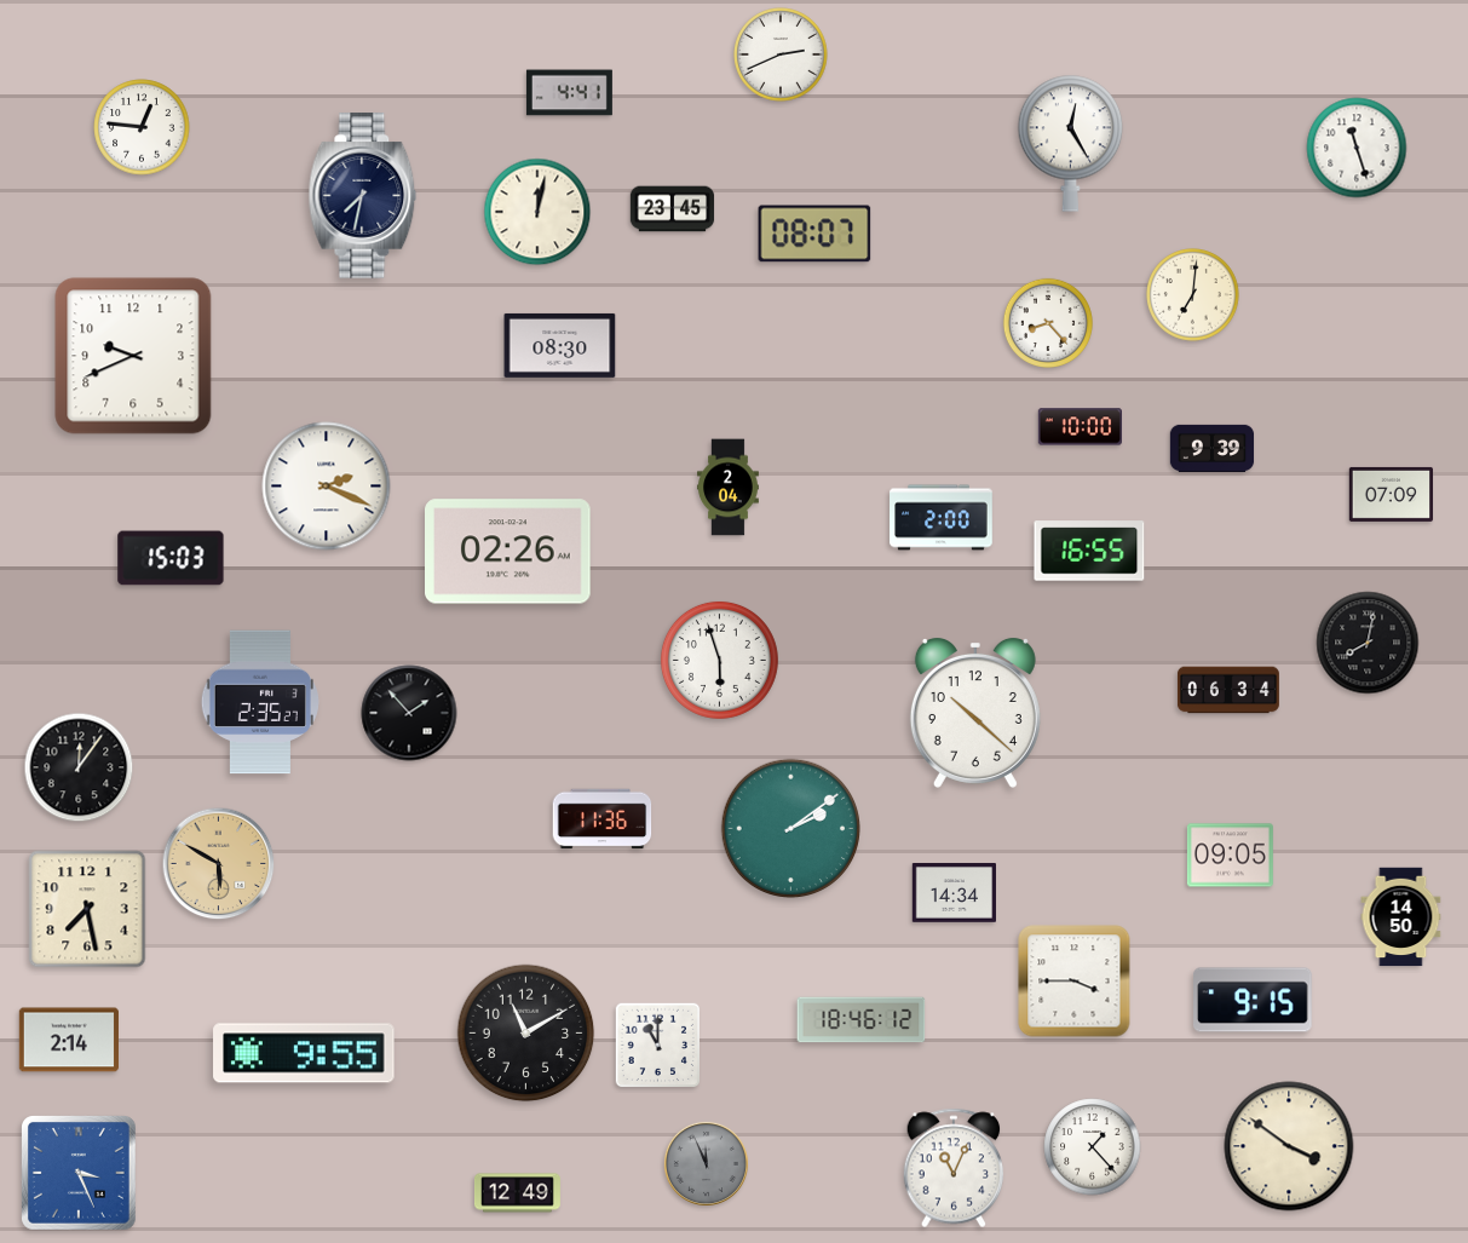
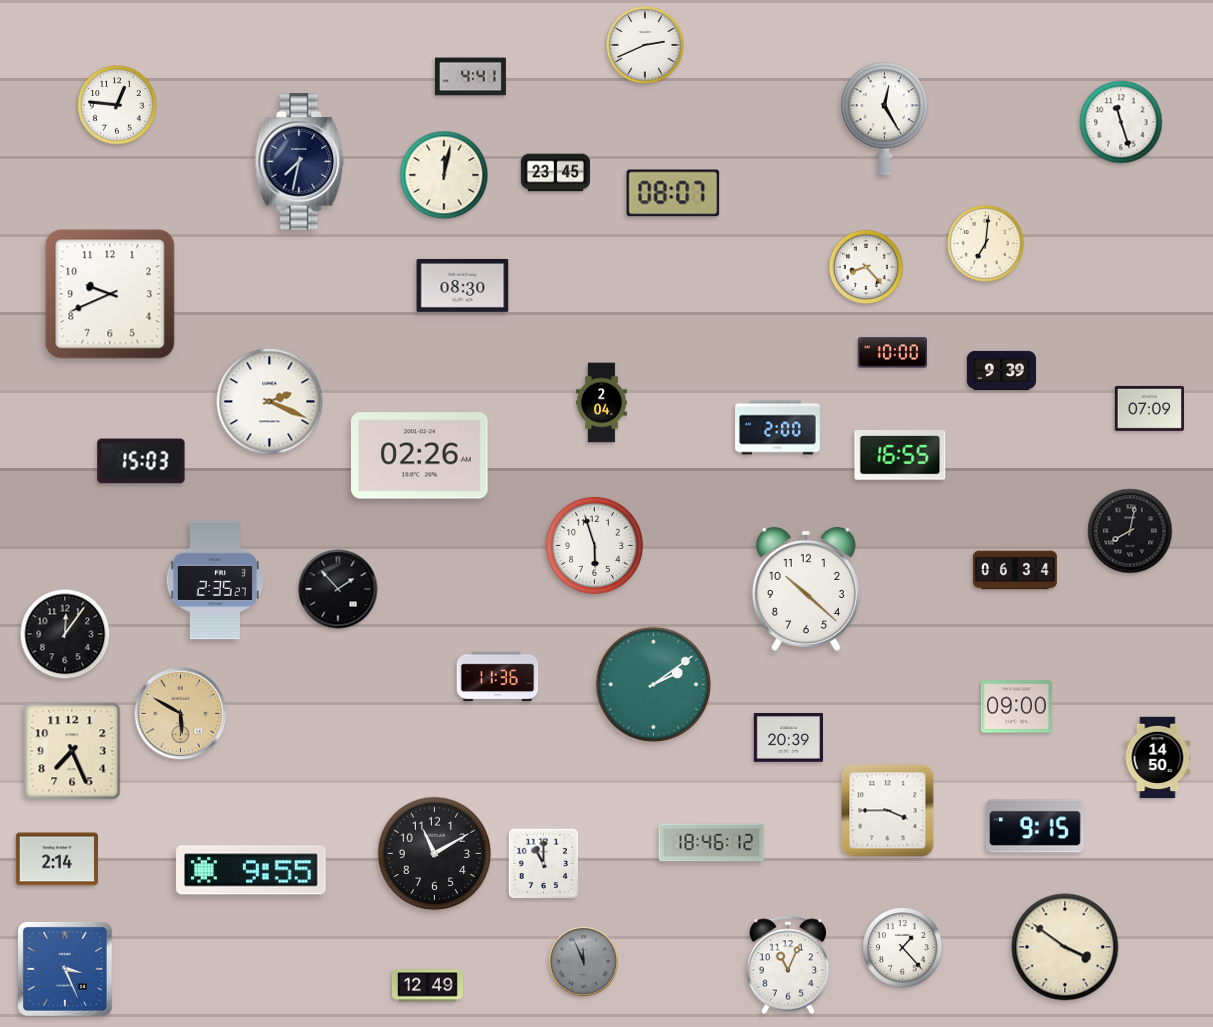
clock at (1230, 856): 09:05 -> 09:00
clock at (954, 893): 14:34 -> 20:39
clock at (87, 909): 7:28 -> 7:26
